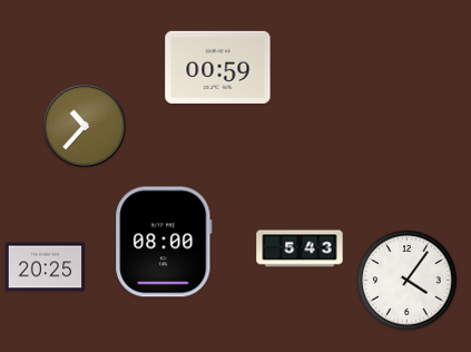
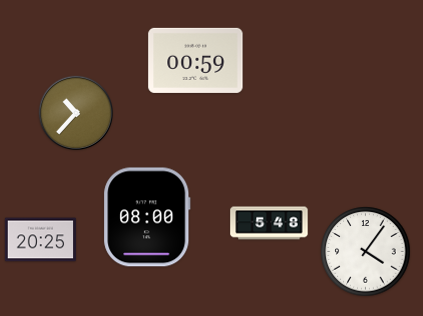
clock at (300, 248): 5:43 -> 5:48
